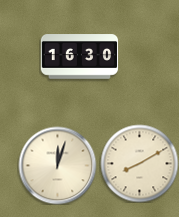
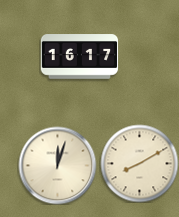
clock at (79, 57): 16:30 -> 16:17
